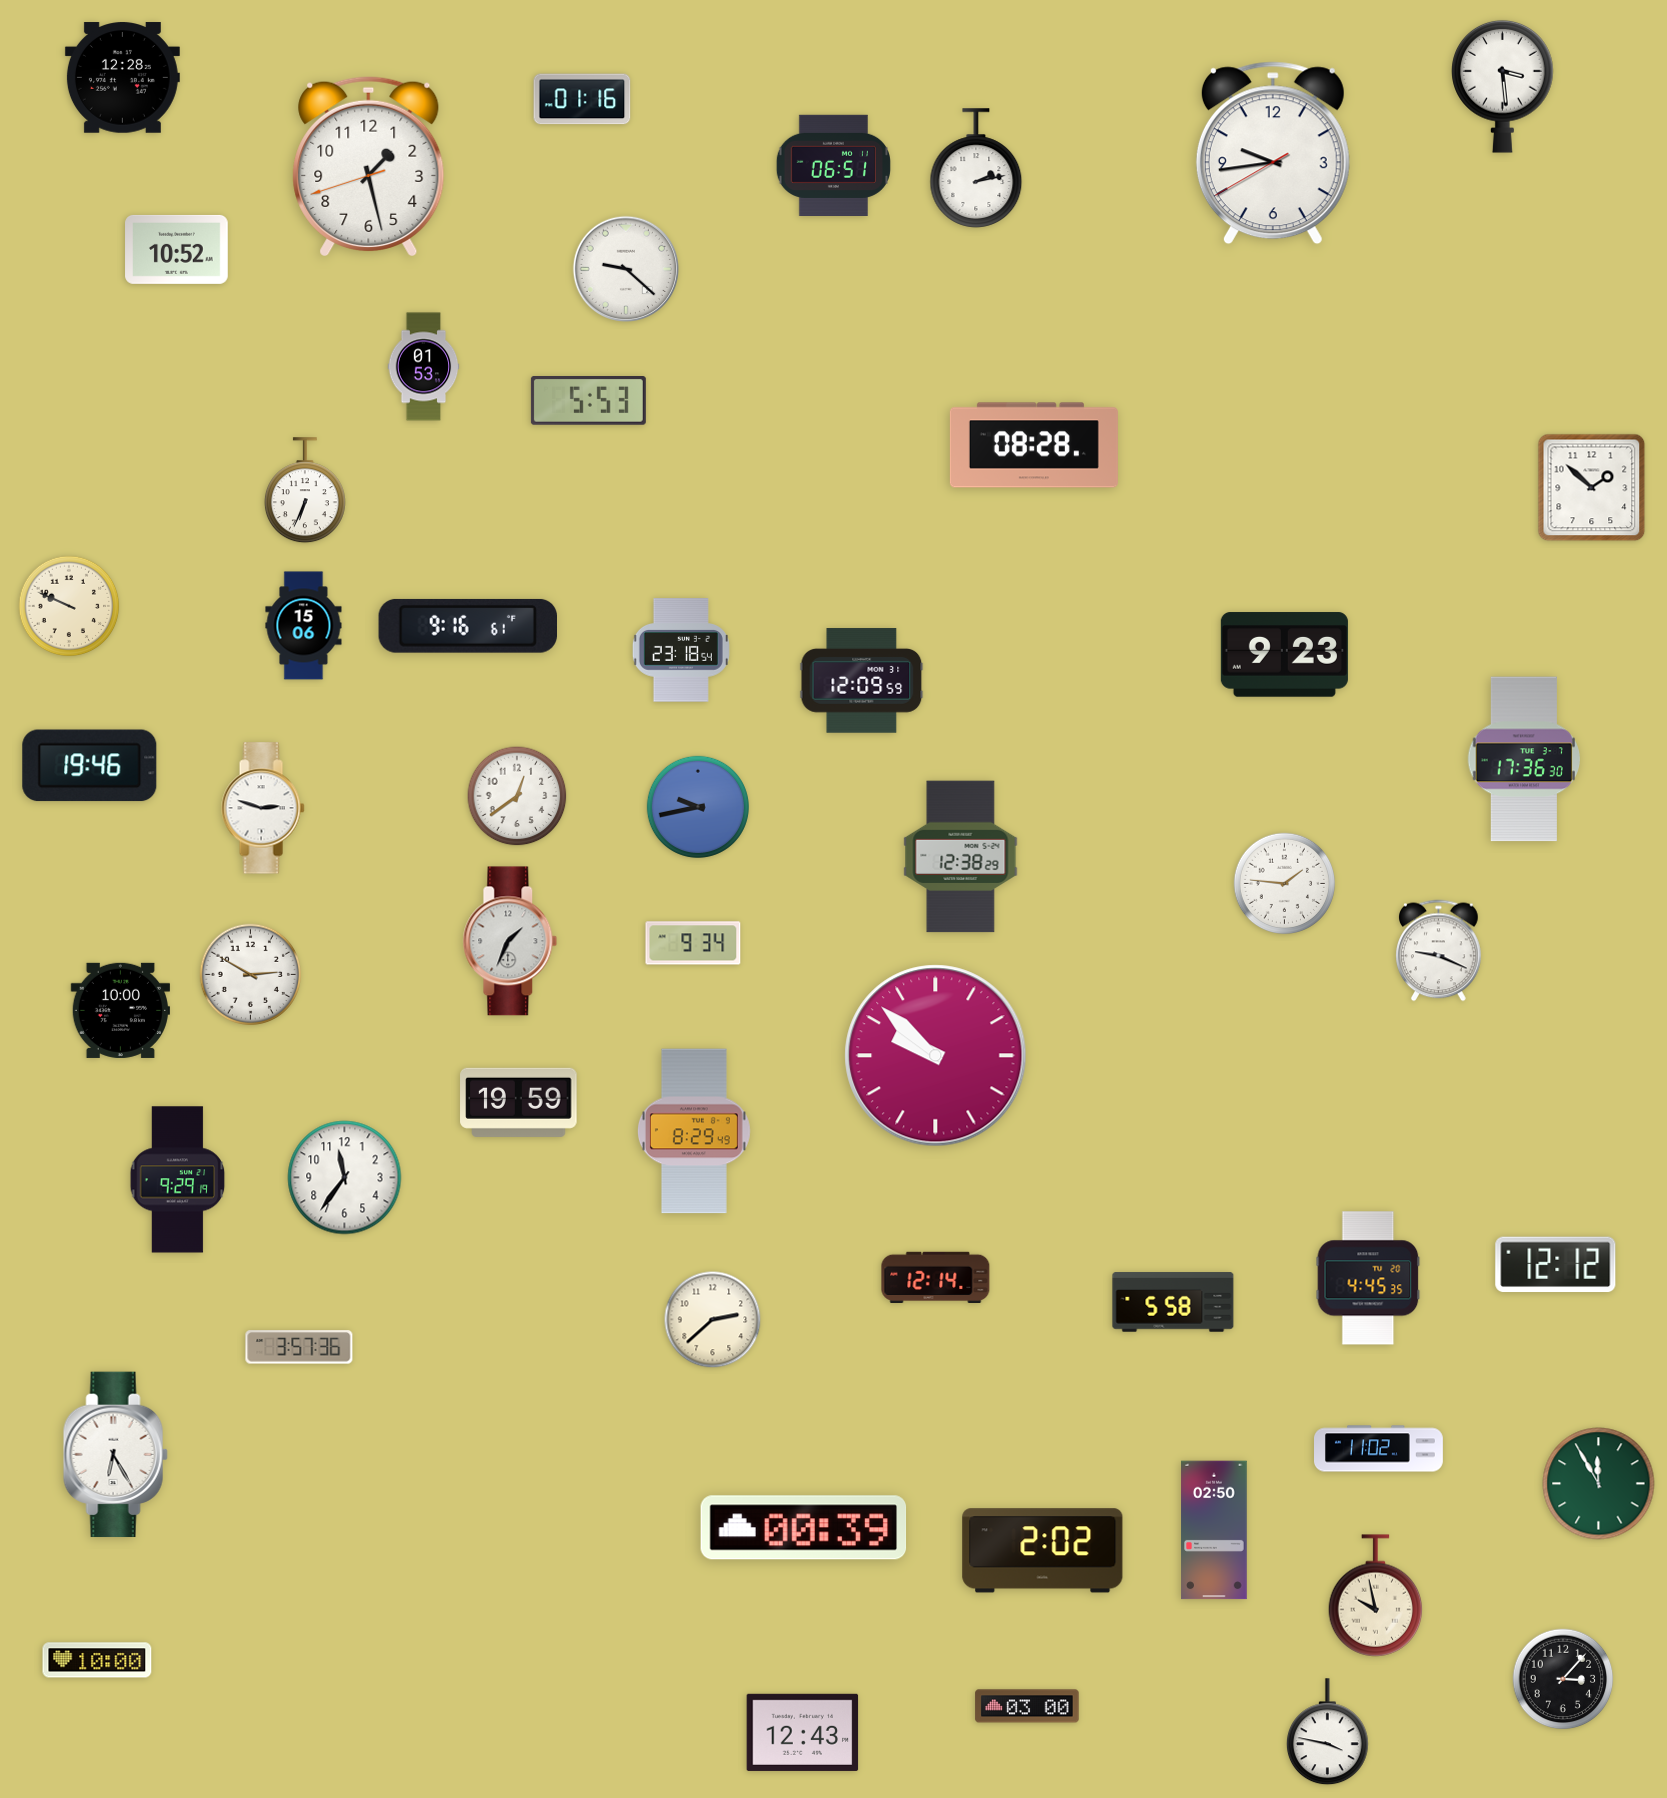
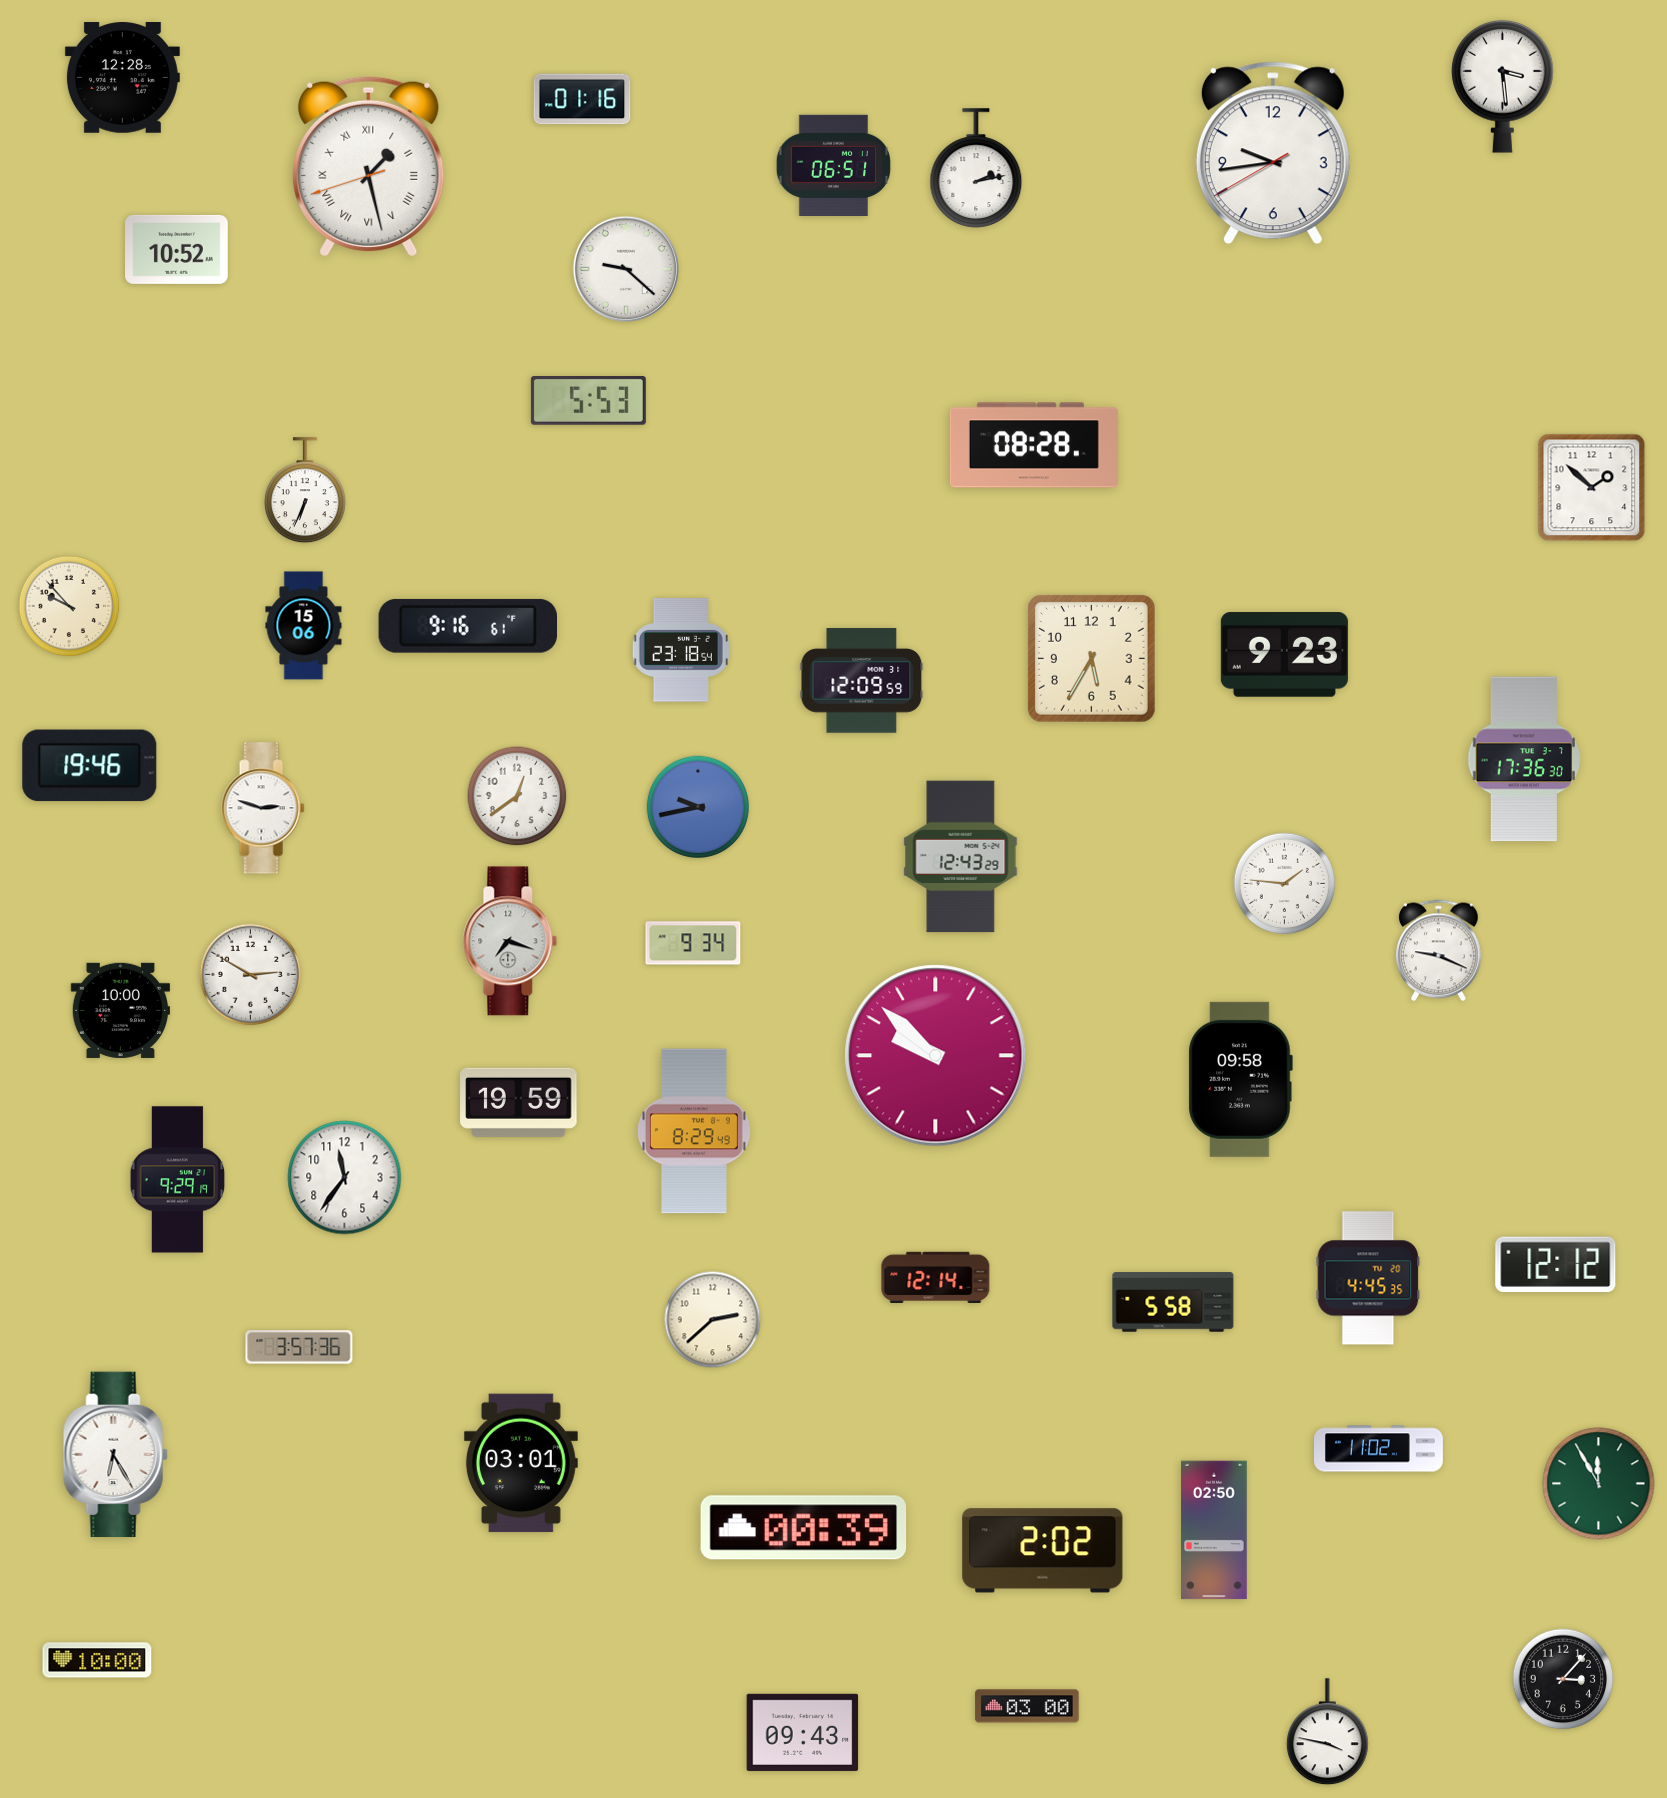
clock at (369, 166) numerals: Arabic -> Roman
clock at (424, 367): 01:53 -> none
clock at (69, 606): 9:49 -> 9:53
clock at (1092, 659): none -> 5:35
clock at (961, 857): 12:38 -> 12:43
clock at (510, 941): 1:34 -> 7:18
clock at (1240, 1079): none -> 09:58
clock at (521, 1463): none -> 03:01
clock at (1376, 1596): 9:58 -> none
clock at (803, 1732): 12:43 -> 09:43
